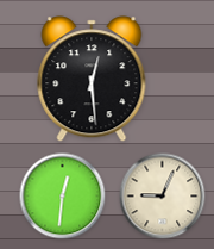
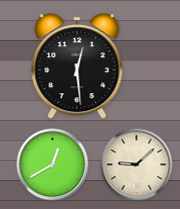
clock at (63, 197): 12:31 -> 12:40
clock at (163, 197): 9:04 -> 9:08
